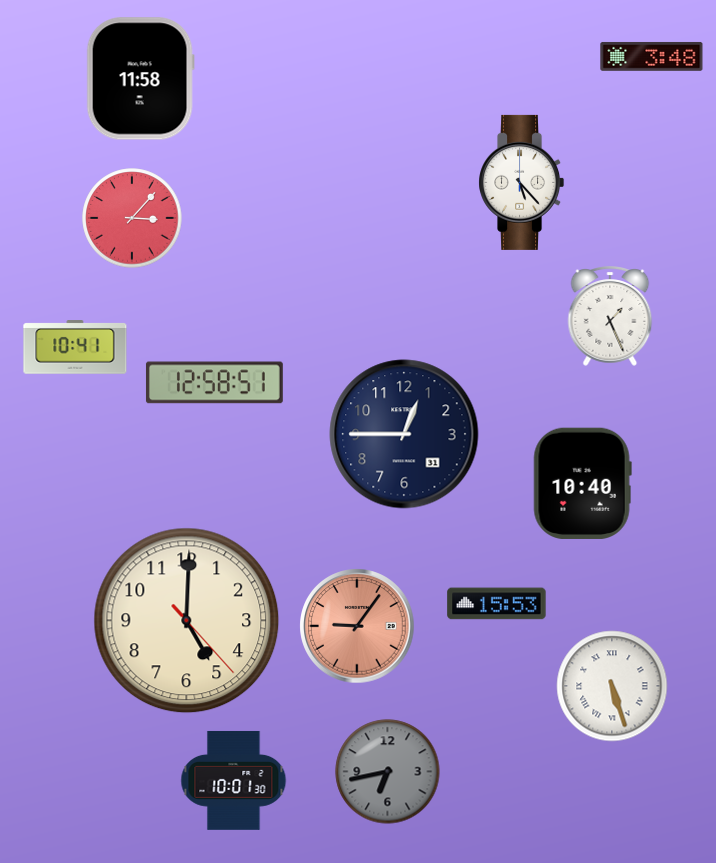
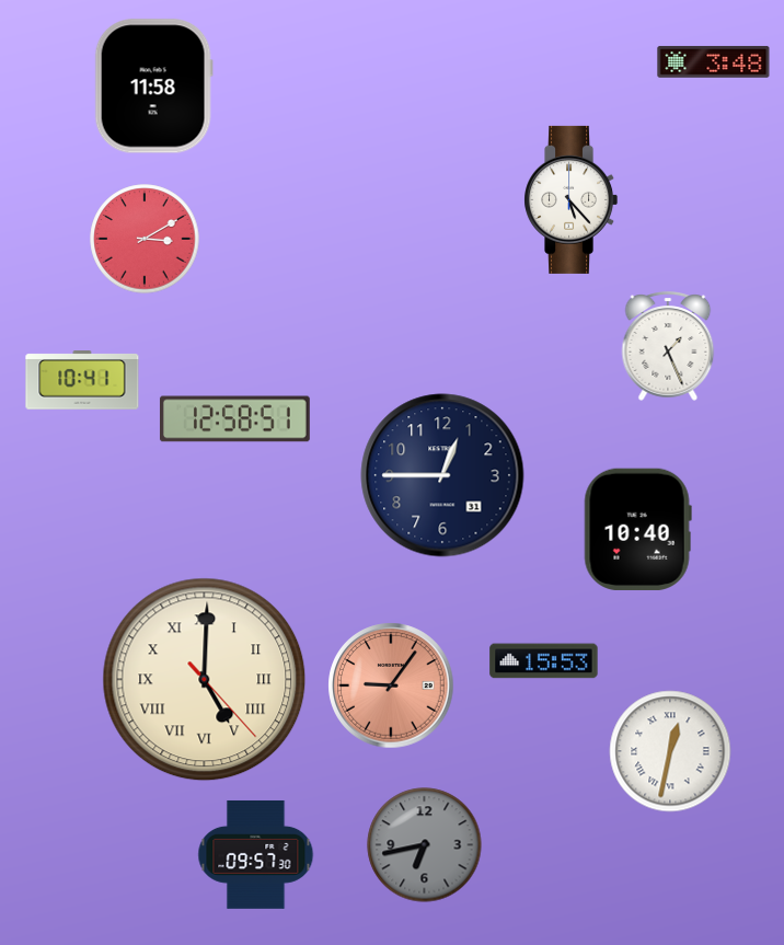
clock at (132, 218): 3:07 -> 3:10
clock at (187, 621) numerals: Arabic -> Roman
clock at (612, 686): 5:27 -> 12:32
clock at (234, 780): 10:01 -> 09:57
